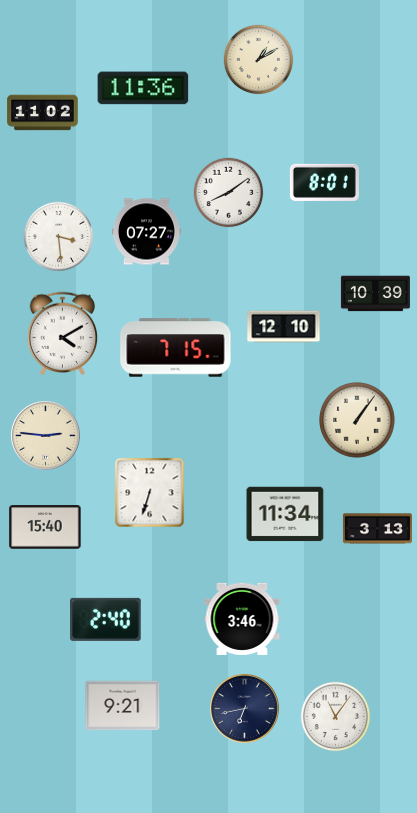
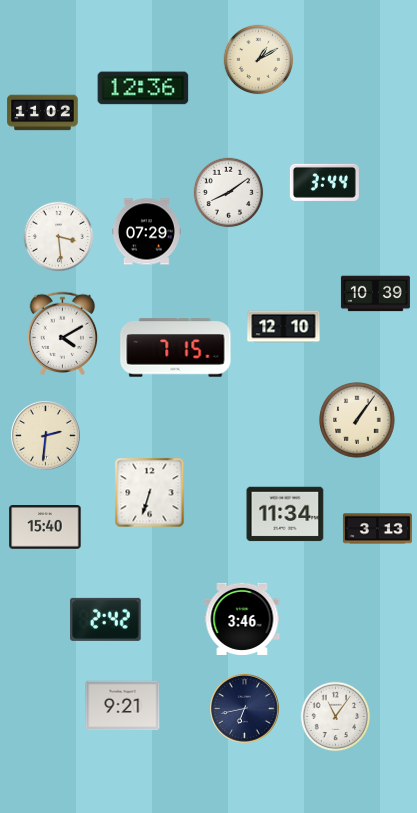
clock at (143, 88): 11:36 -> 12:36
clock at (324, 182): 8:01 -> 3:44
clock at (146, 232): 07:27 -> 07:29
clock at (46, 436): 2:46 -> 2:31
clock at (106, 619): 2:40 -> 2:42
